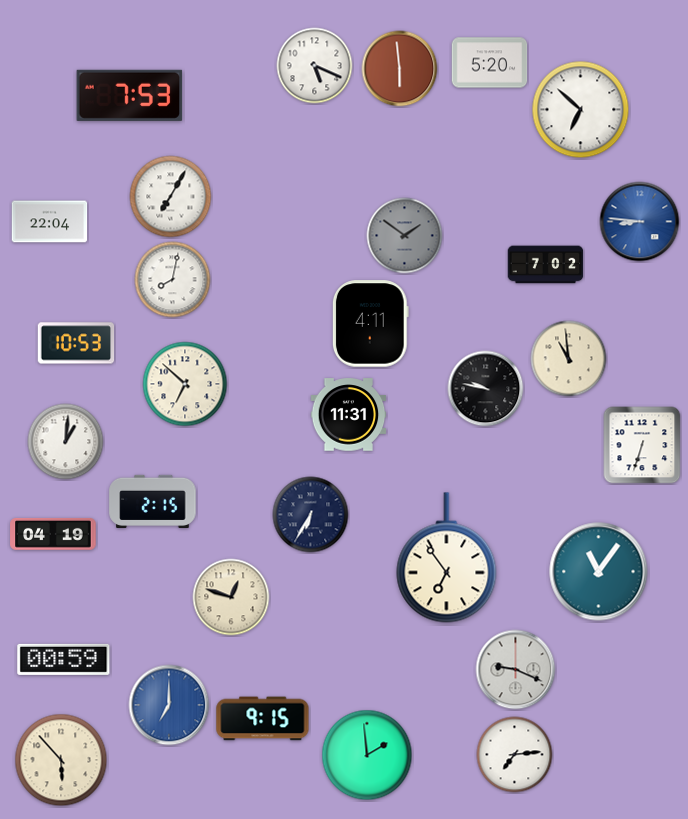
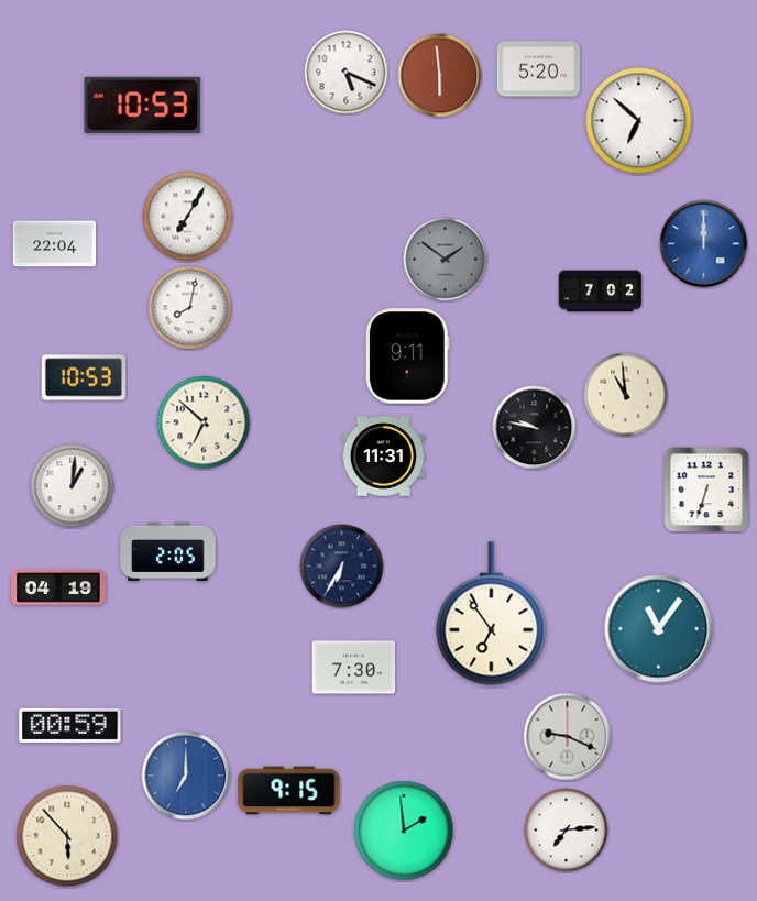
clock at (130, 95): 7:53 -> 10:53
clock at (640, 222): 8:46 -> 12:00
clock at (370, 324): 4:11 -> 9:11
clock at (153, 501): 2:15 -> 2:05
clock at (231, 597): 12:48 -> none
clock at (354, 668): none -> 7:30
